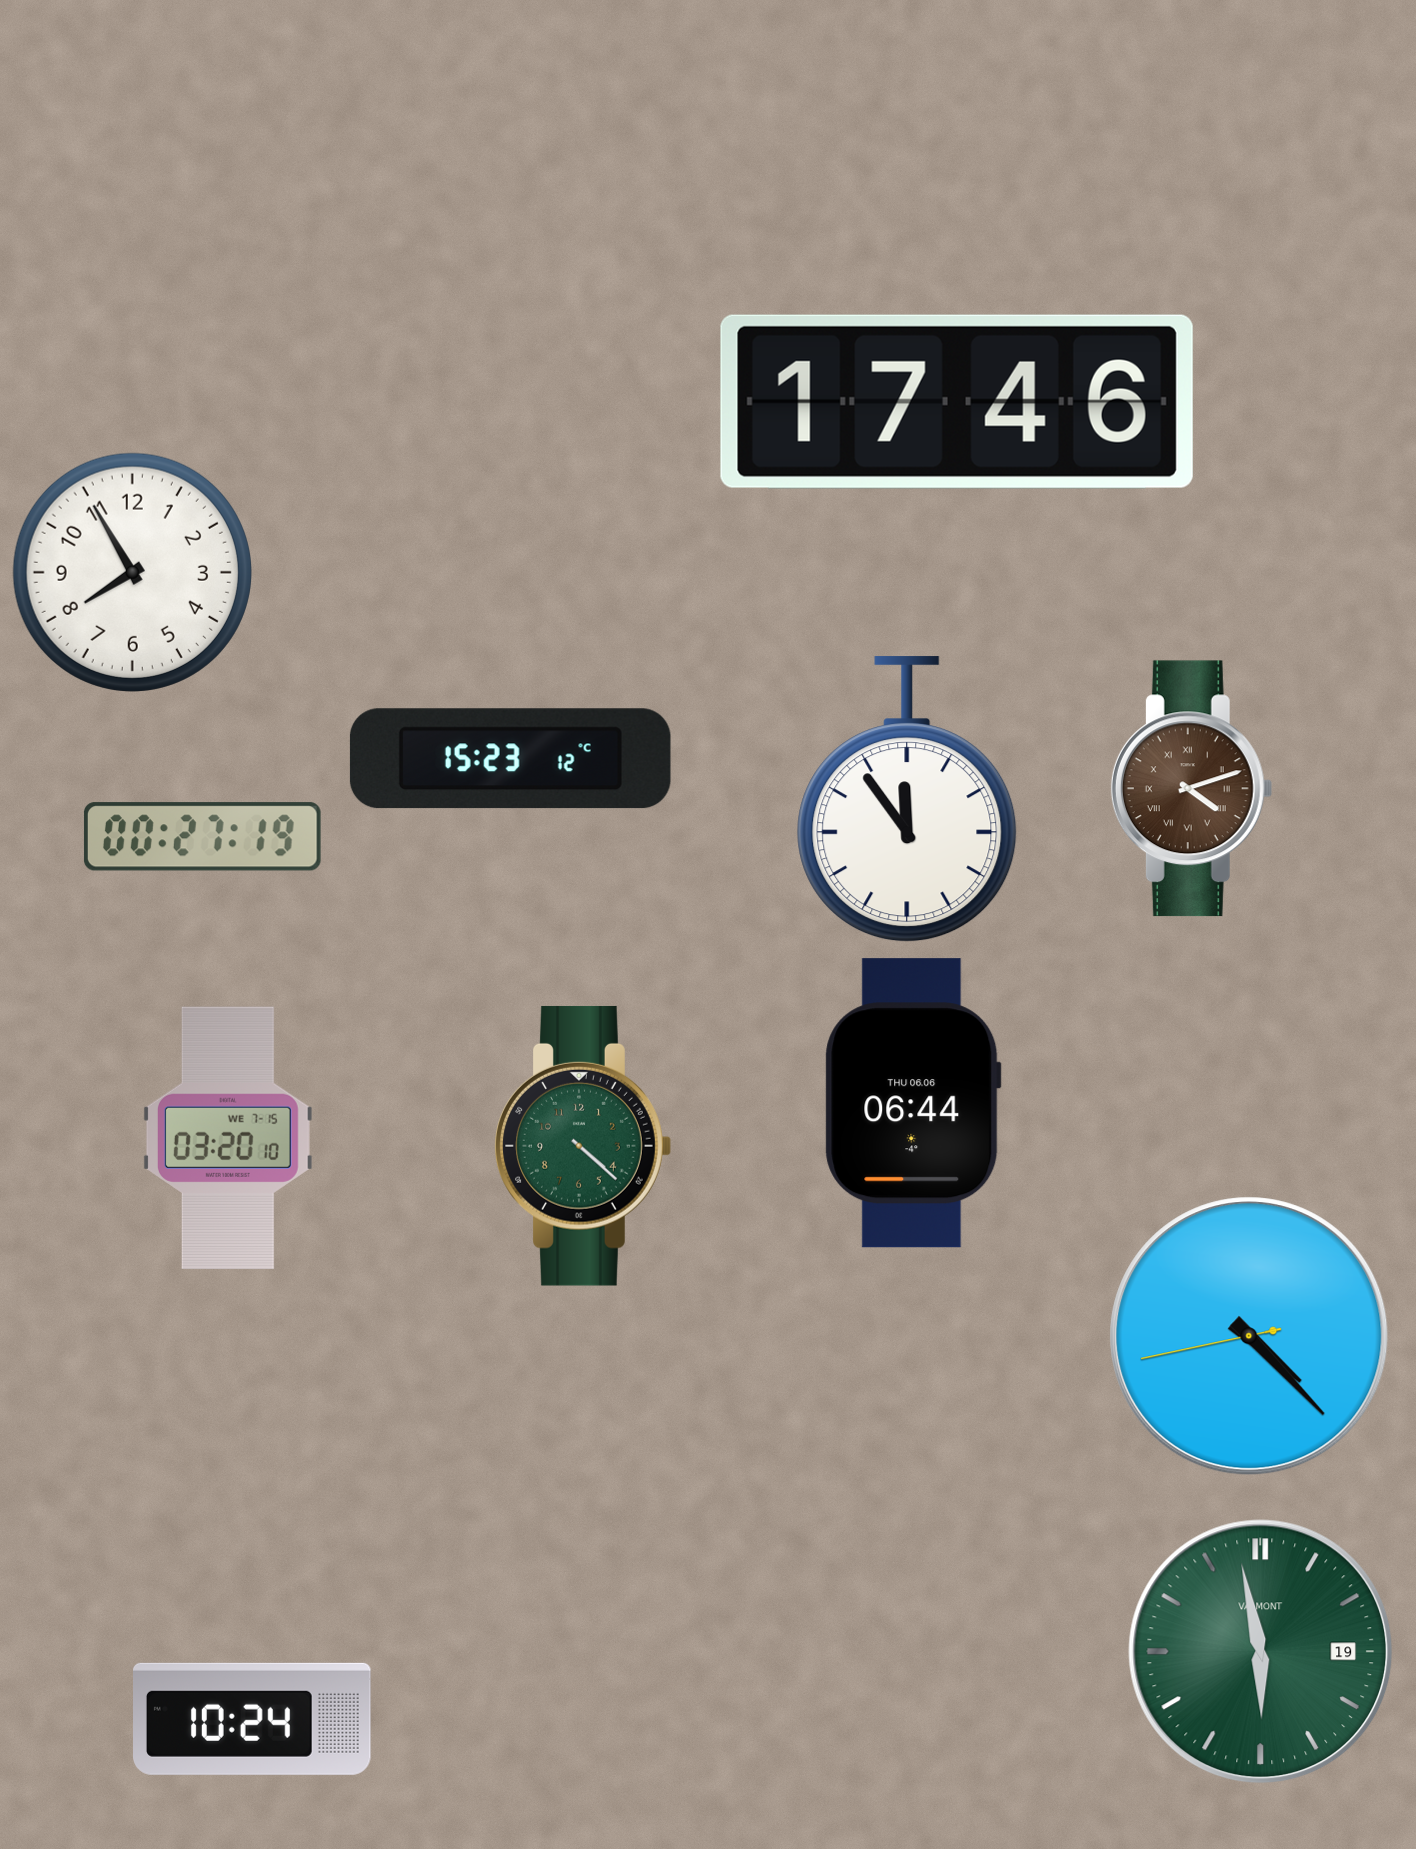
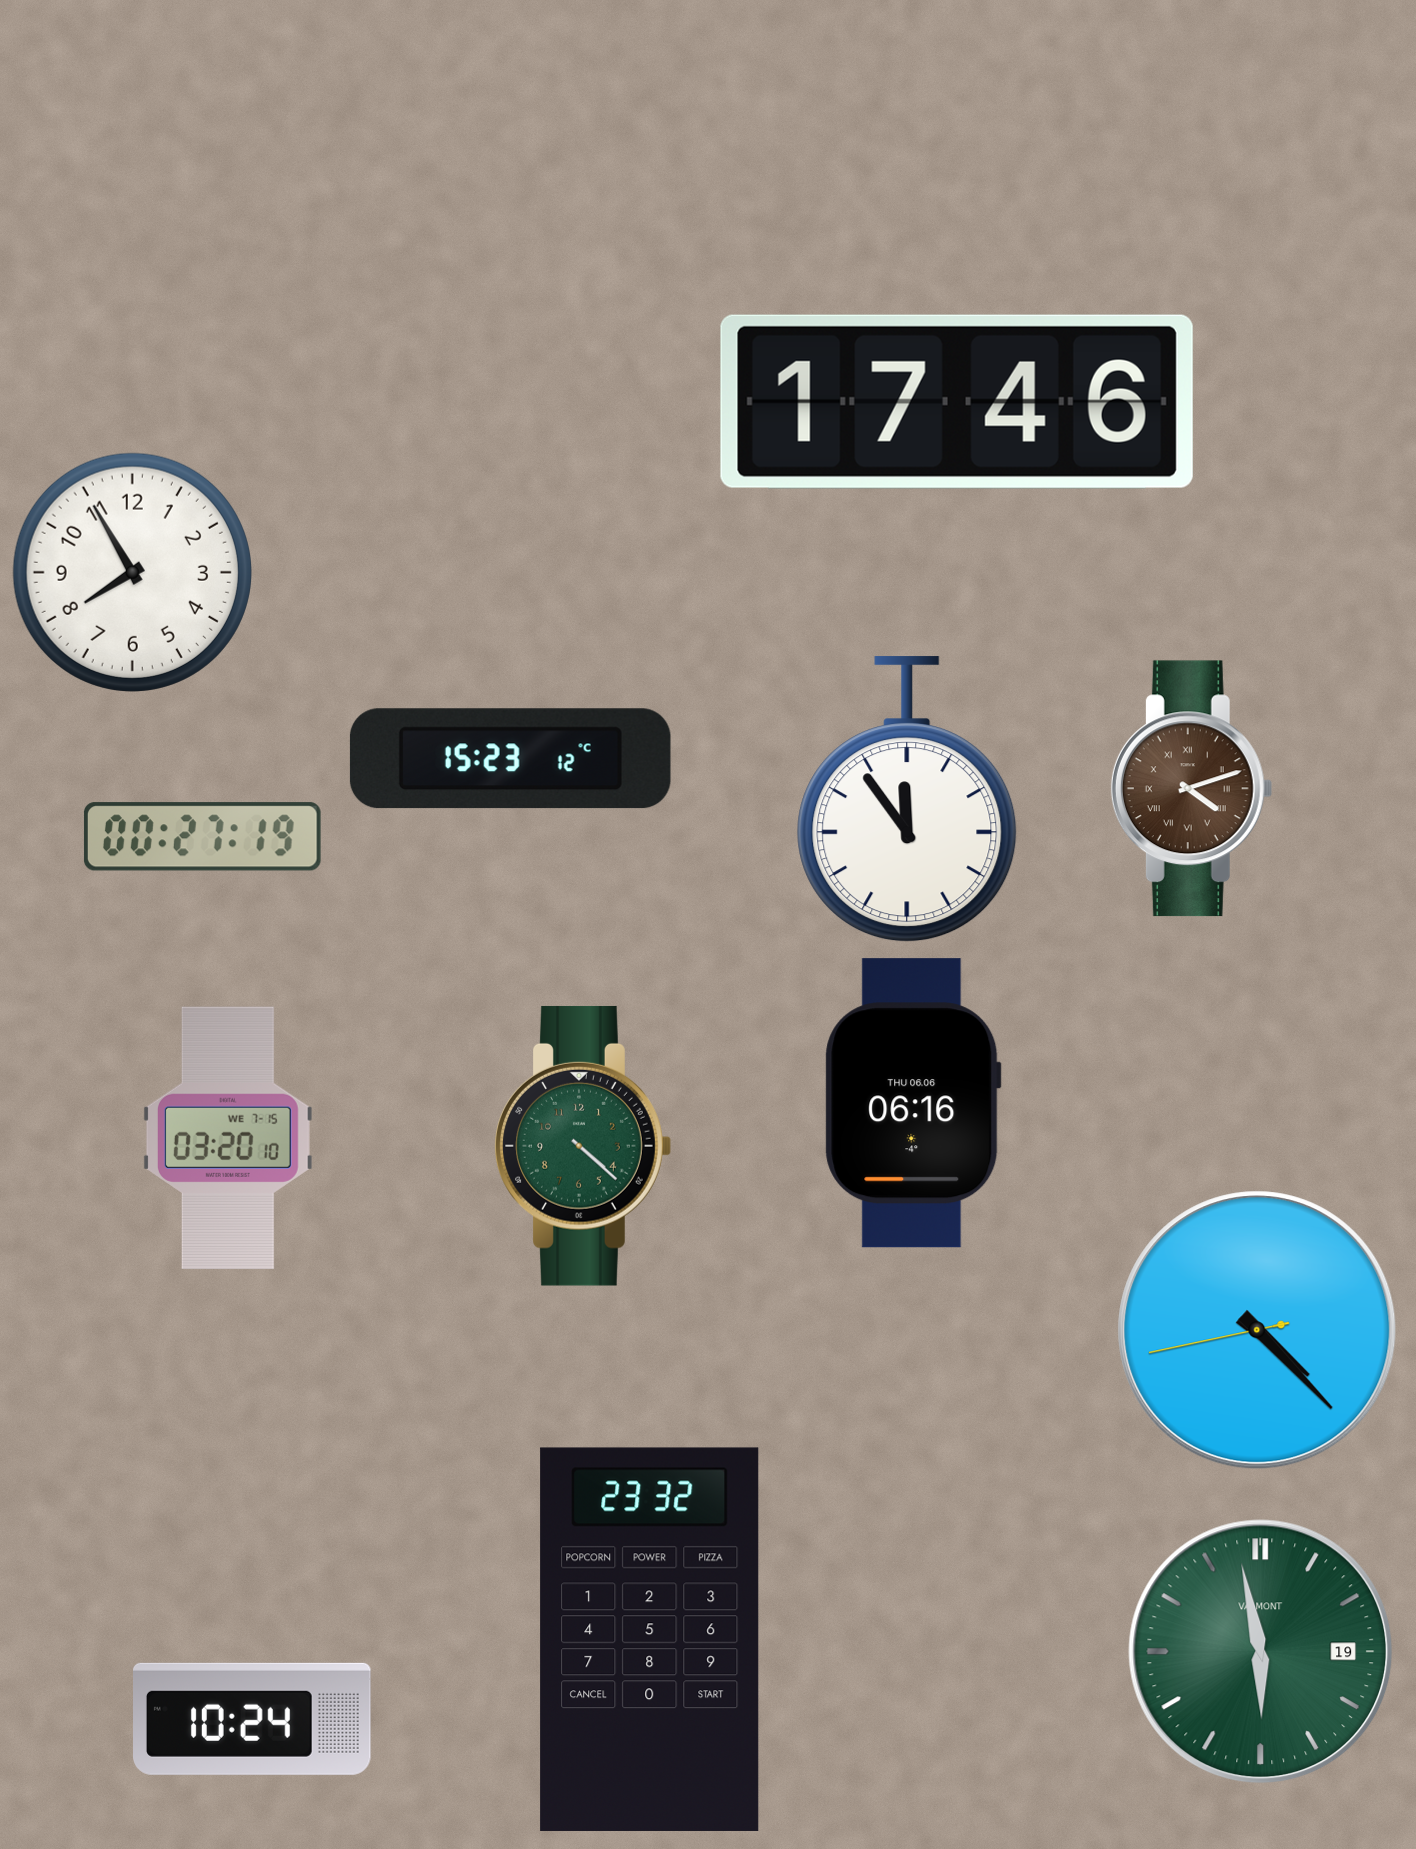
clock at (913, 1103): 06:44 -> 06:16
clock at (1249, 1336) position: (1249, 1336) -> (1257, 1330)
clock at (650, 1639): none -> 23:32
